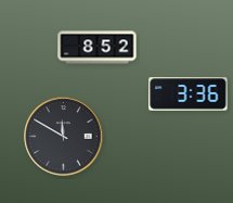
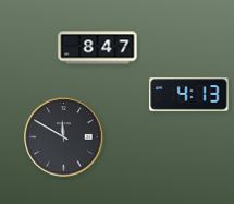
clock at (98, 48): 8:52 -> 8:47
clock at (189, 94): 3:36 -> 4:13
